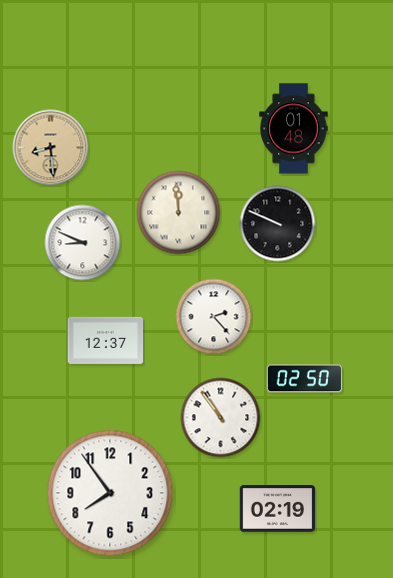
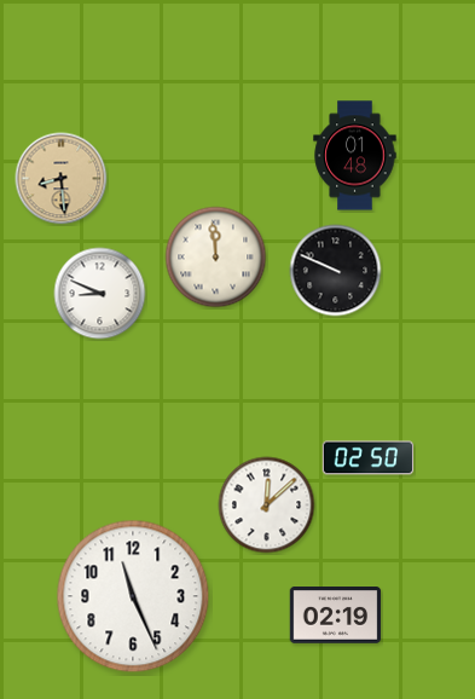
clock at (214, 317): 2:23 -> none
clock at (106, 340): 12:37 -> none
clock at (221, 418): 10:54 -> 12:08
clock at (110, 493): 7:54 -> 11:26
